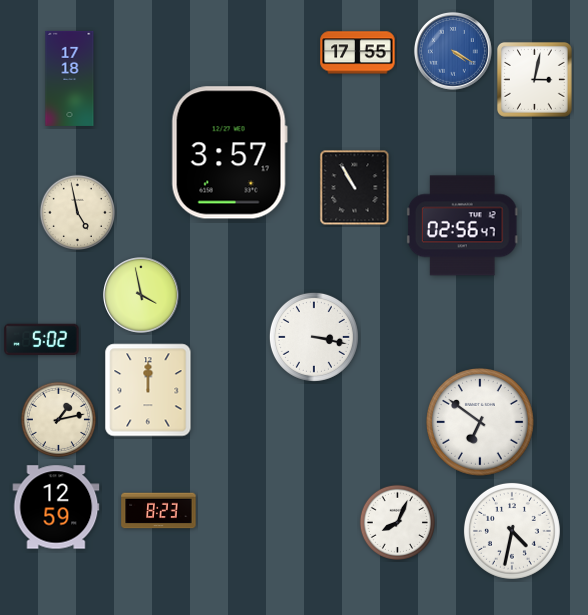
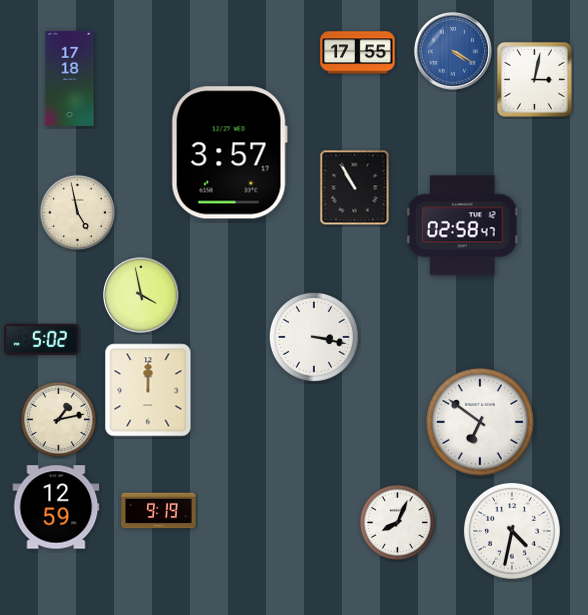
clock at (462, 226): 02:56 -> 02:58
clock at (159, 511): 8:23 -> 9:19
